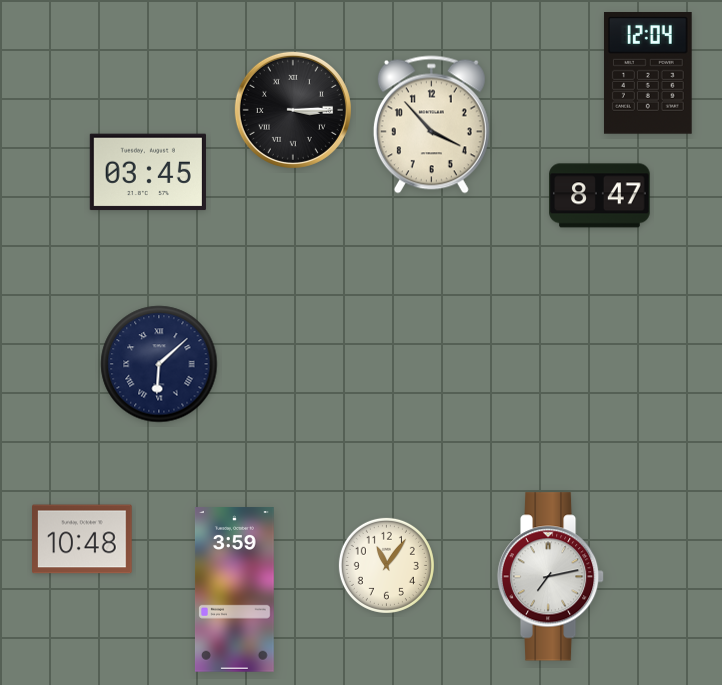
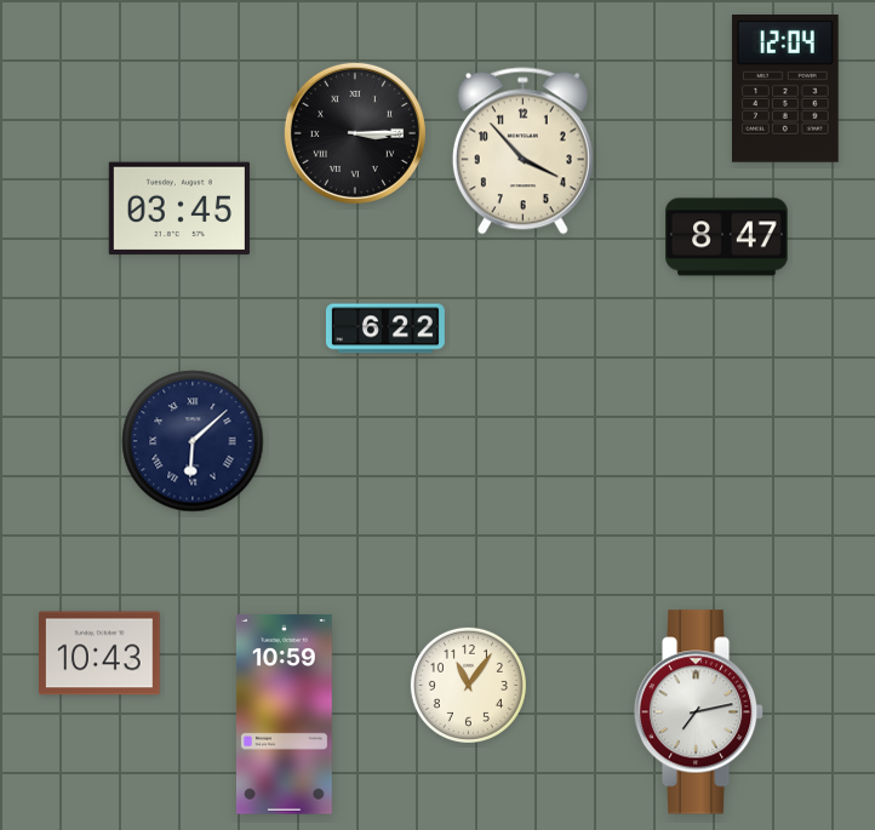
clock at (385, 328): none -> 6:22
clock at (82, 539): 10:48 -> 10:43
clock at (551, 577) position: (551, 577) -> (699, 712)
clock at (234, 590): 3:59 -> 10:59
